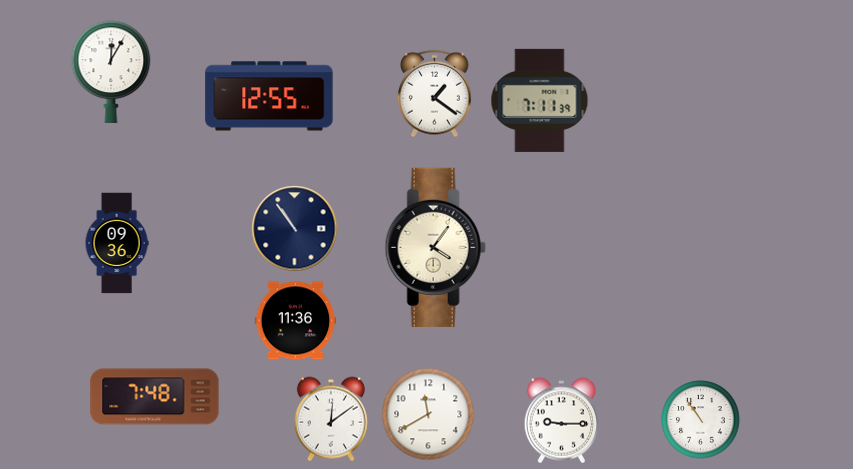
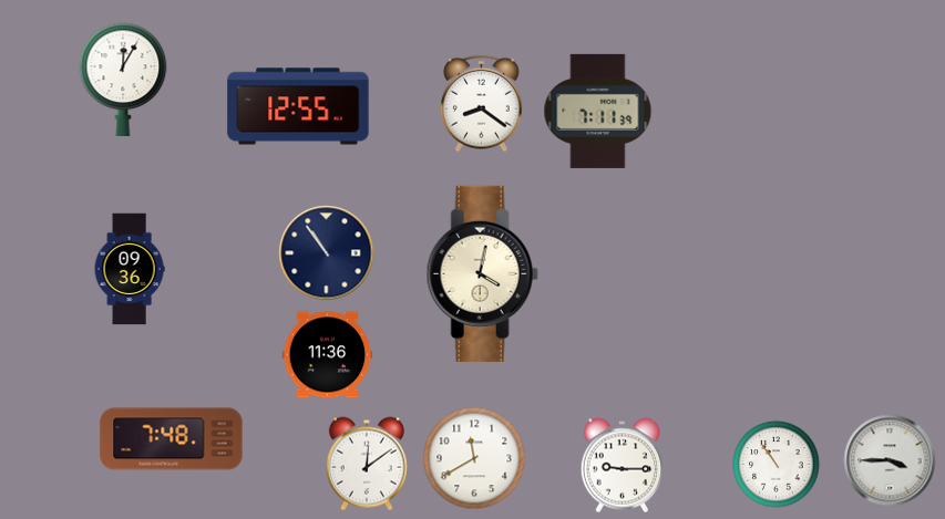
clock at (435, 94): 1:21 -> 8:21
clock at (435, 247): 4:06 -> 4:02
clock at (890, 460): none -> 3:45
